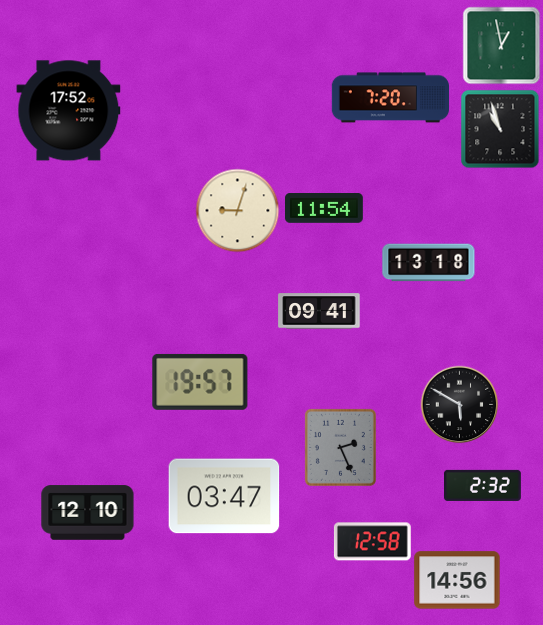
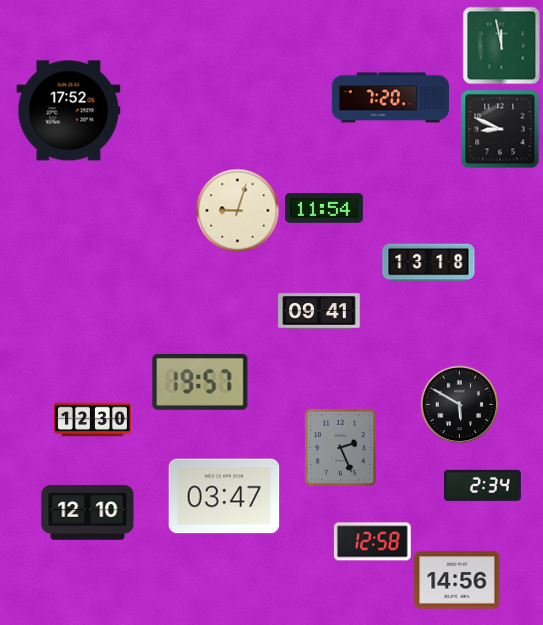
clock at (501, 45): 12:58 -> 11:58
clock at (500, 129): 10:57 -> 8:49
clock at (93, 420): none -> 12:30
clock at (483, 485): 2:32 -> 2:34
